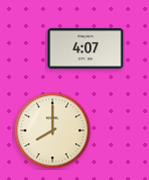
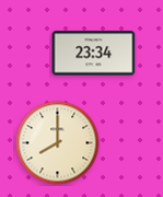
clock at (86, 49): 4:07 -> 23:34
